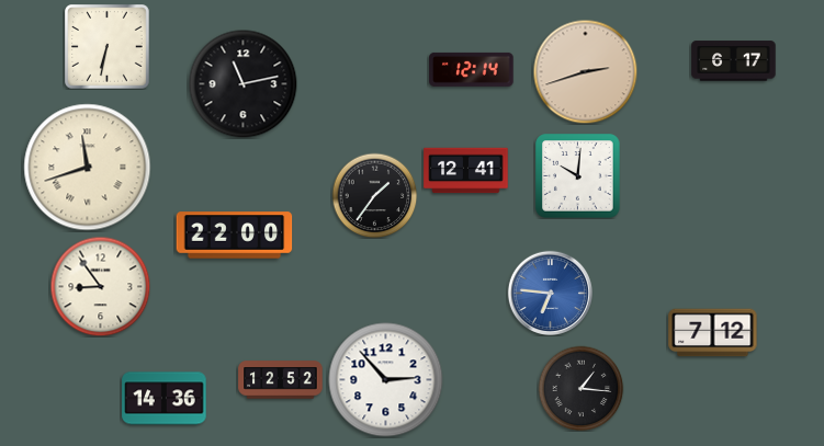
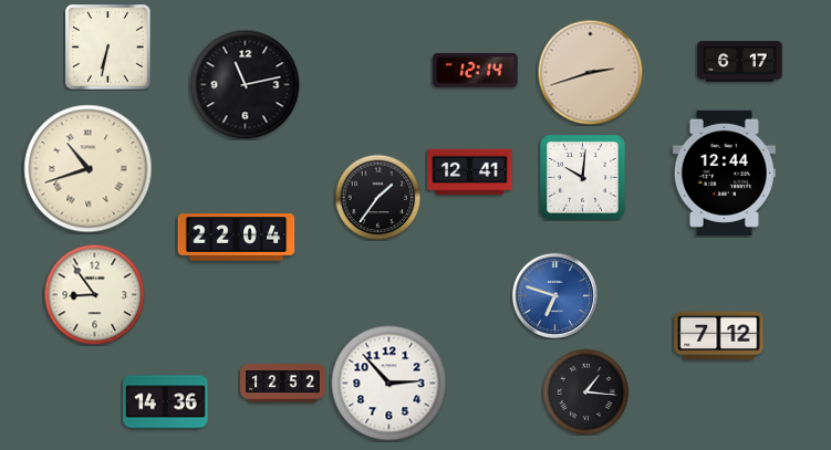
clock at (88, 168): 11:42 -> 10:42
clock at (724, 172): none -> 12:44
clock at (235, 236): 22:00 -> 22:04
clock at (100, 286) position: (100, 286) -> (94, 294)
clock at (550, 293): 6:46 -> 6:48
